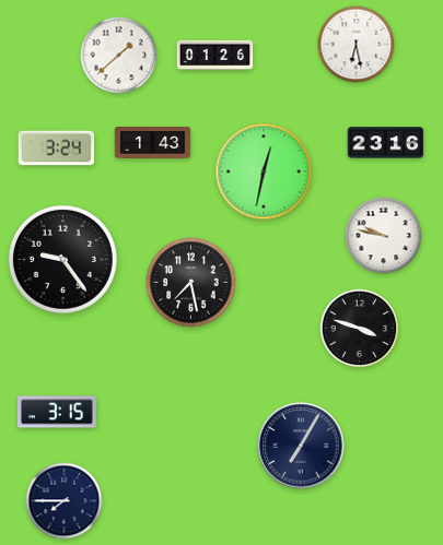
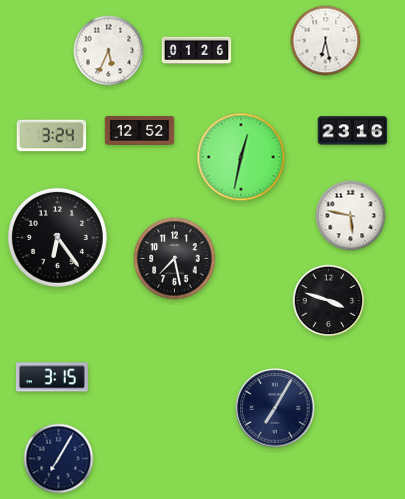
clock at (119, 56): 1:38 -> 5:34
clock at (153, 143): 1:43 -> 12:52
clock at (384, 236): 9:47 -> 5:47
clock at (62, 259): 9:24 -> 6:24
clock at (65, 501): 7:45 -> 7:05
